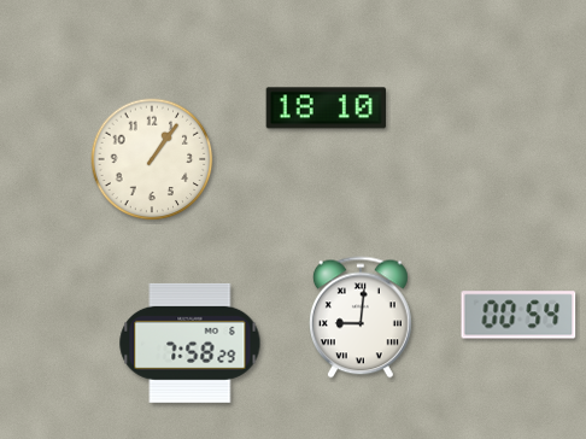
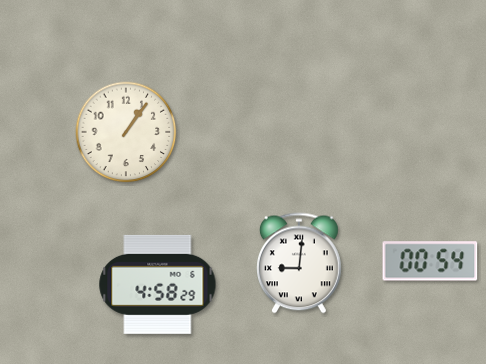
clock at (327, 109): 18:10 -> none
clock at (191, 343): 7:58 -> 4:58
